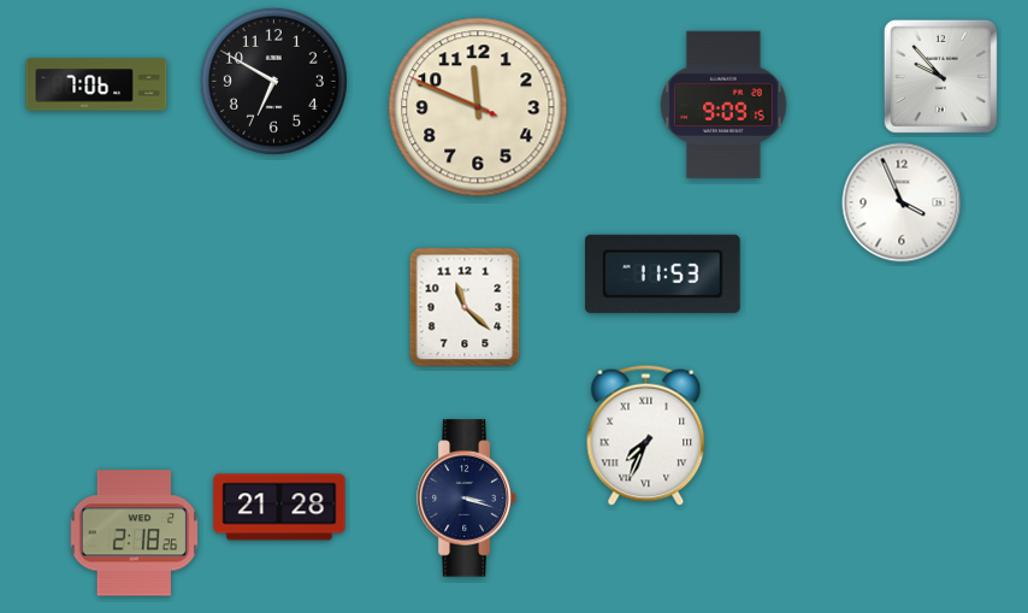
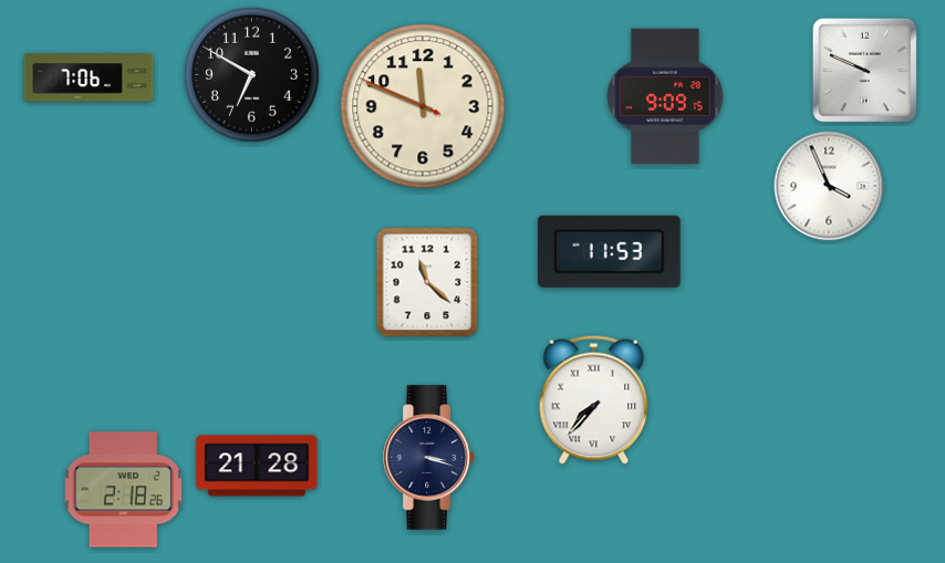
clock at (940, 76): 9:53 -> 9:49
clock at (478, 107) position: (478, 107) -> (423, 106)
clock at (646, 435): 7:34 -> 7:37
